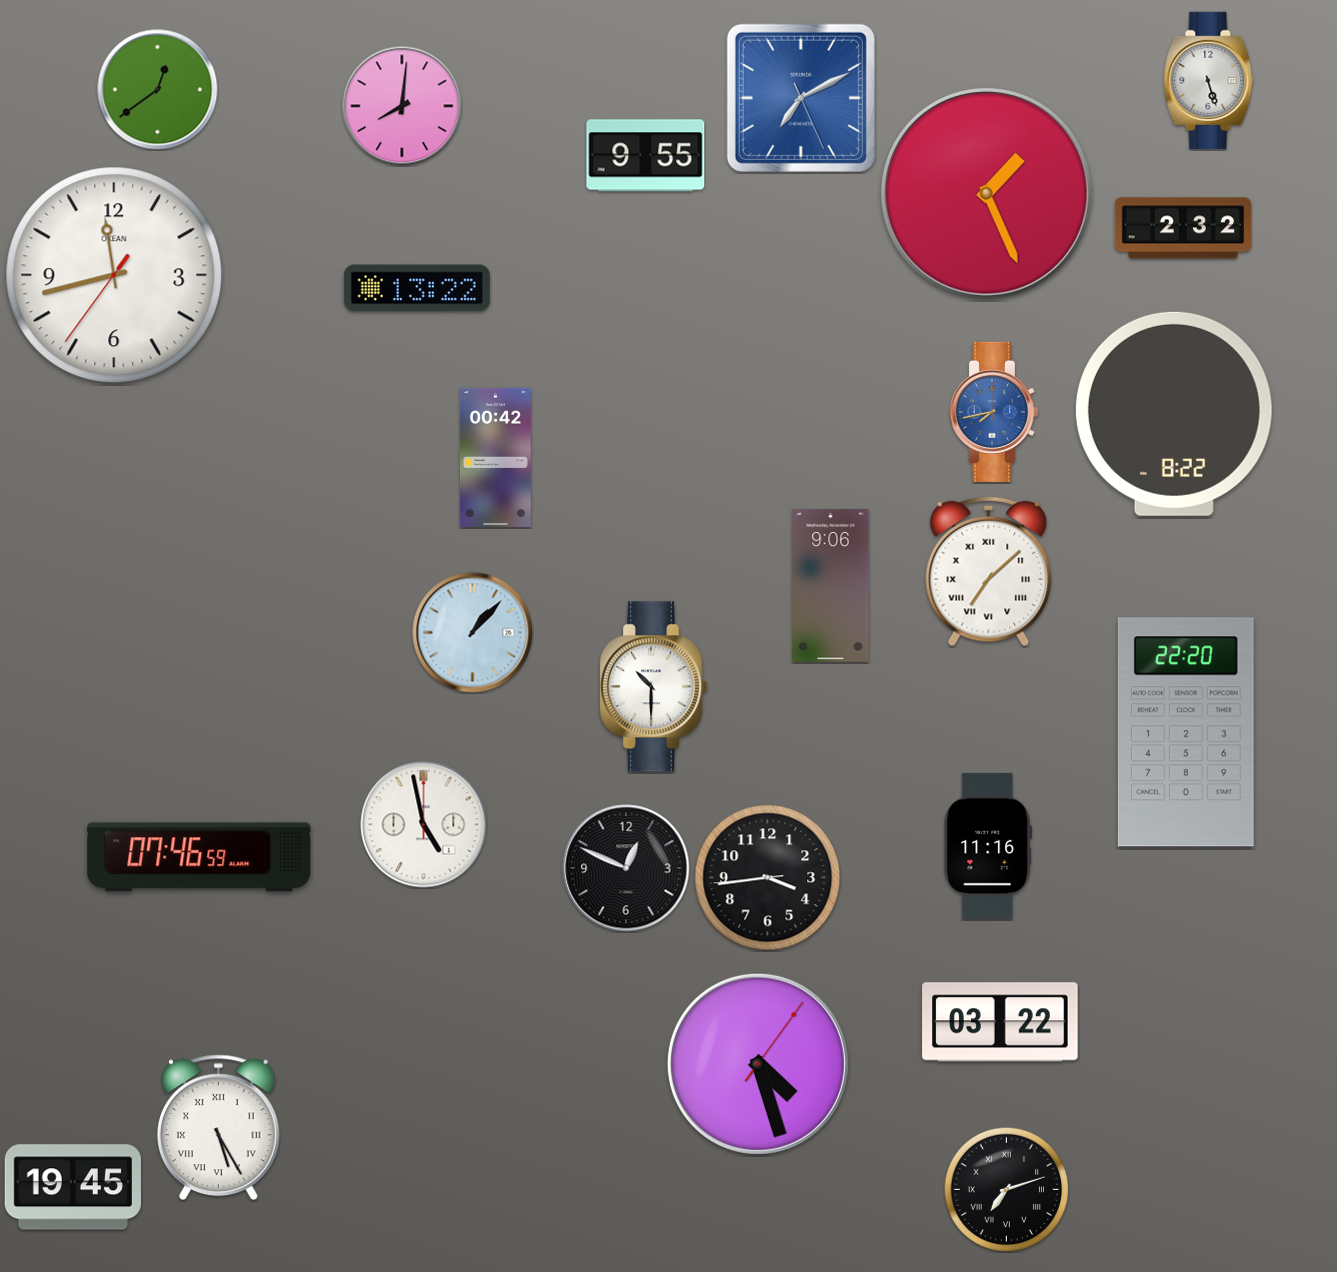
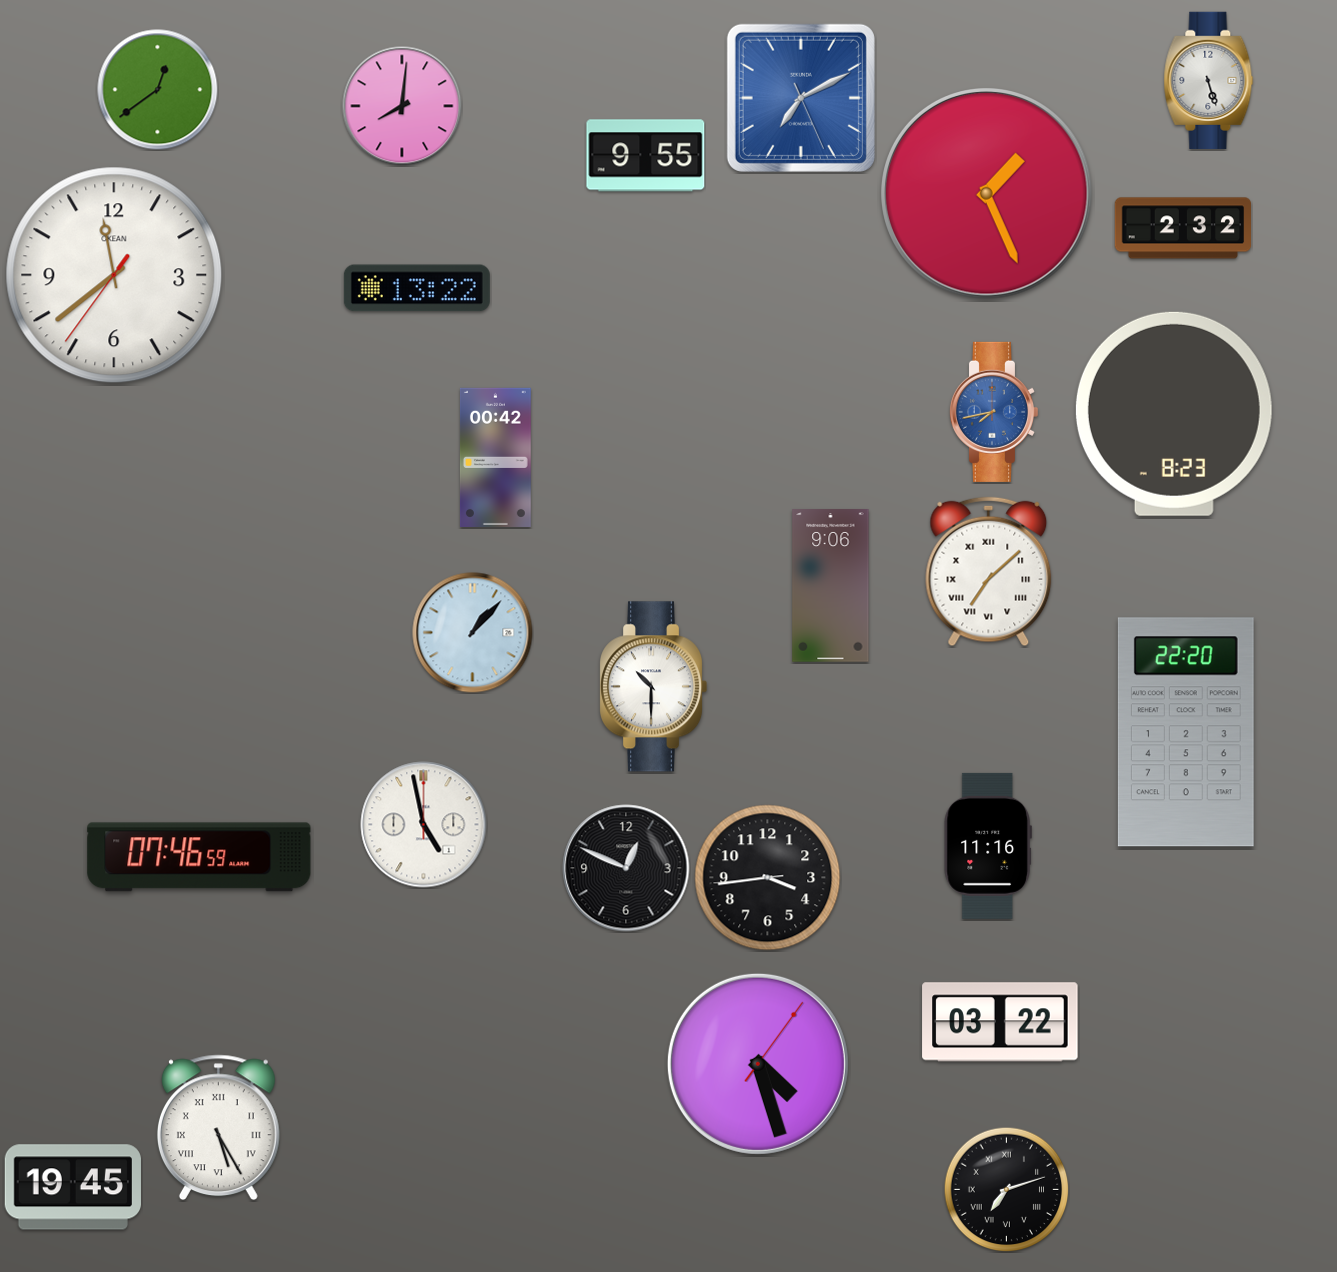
clock at (114, 275): 11:42 -> 11:38
clock at (1174, 414): 8:22 -> 8:23
